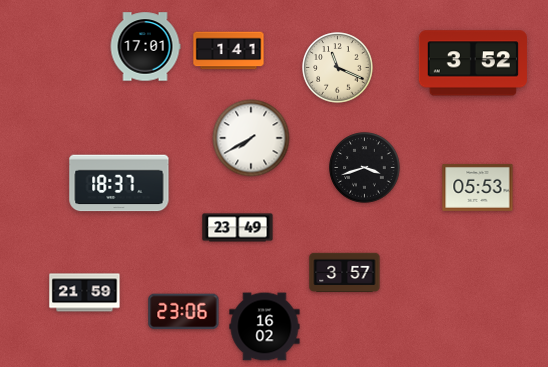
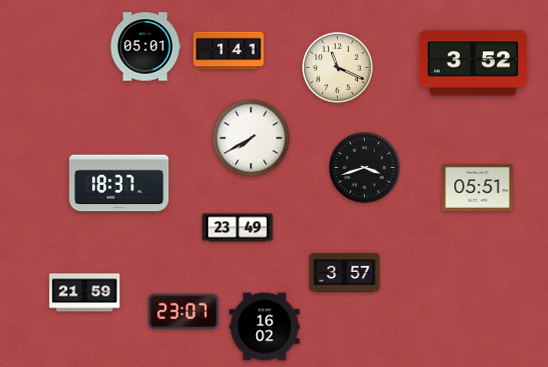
clock at (145, 47): 17:01 -> 05:01
clock at (478, 187): 05:53 -> 05:51
clock at (184, 312): 23:06 -> 23:07
